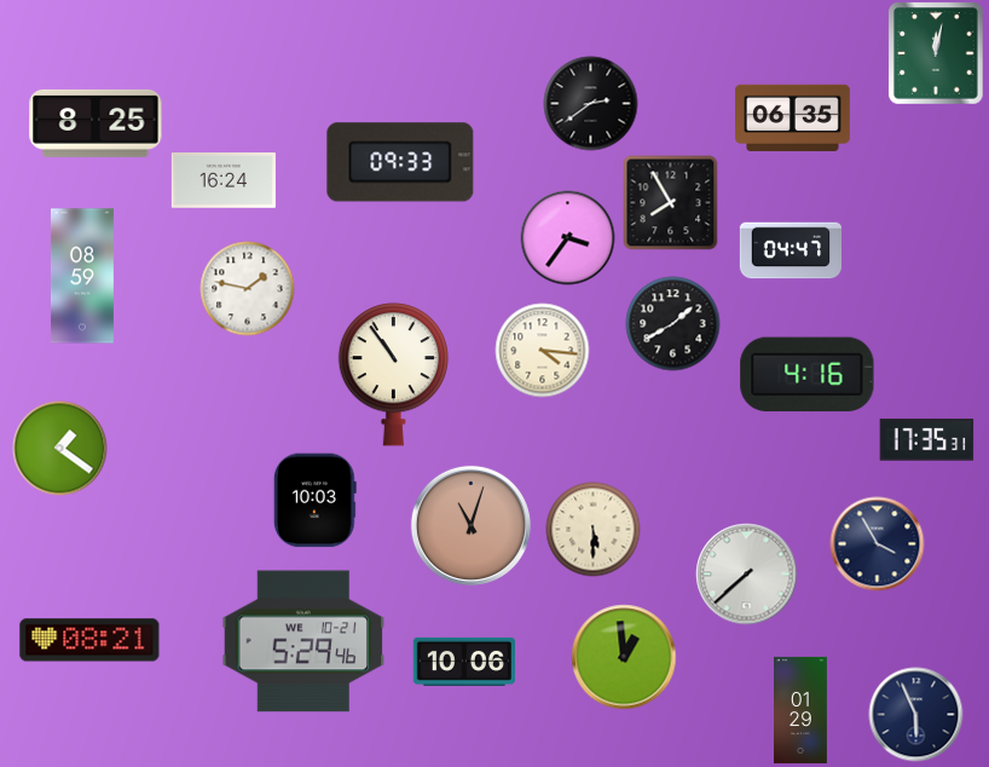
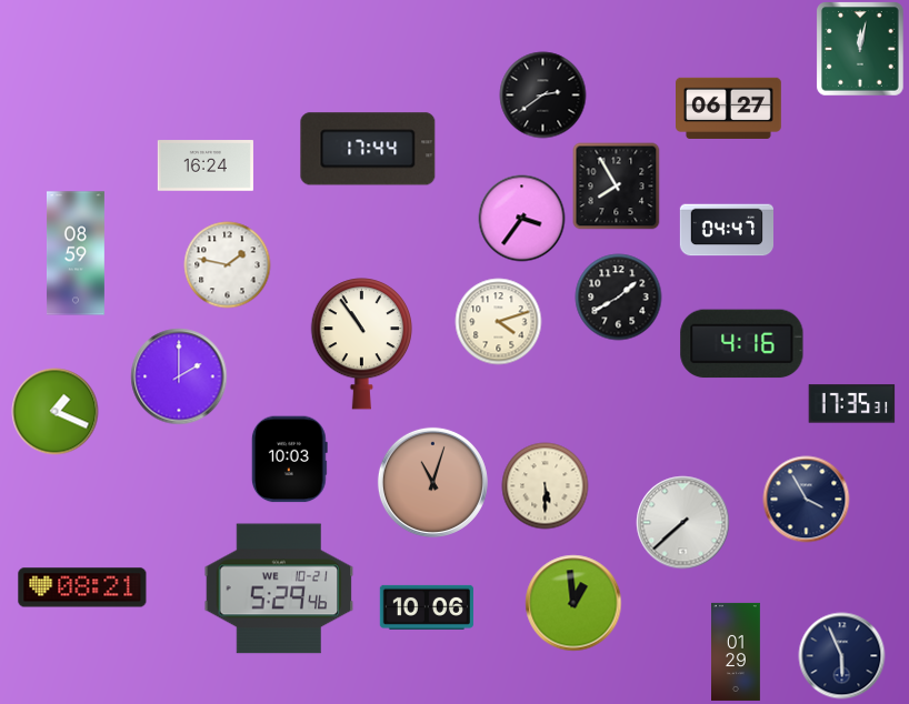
clock at (793, 117): 06:35 -> 06:27
clock at (96, 123): 8:25 -> none
clock at (400, 162): 09:33 -> 17:44
clock at (542, 350): 4:16 -> 4:12
clock at (179, 376): none -> 2:00
clock at (59, 448): 1:21 -> 1:19
clock at (746, 573) position: (746, 573) -> (682, 522)
